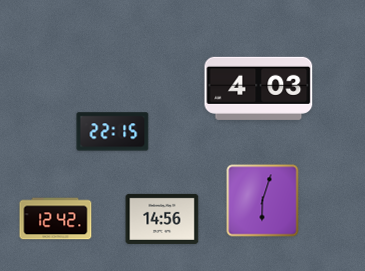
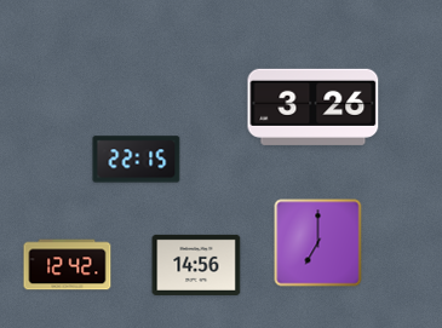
clock at (259, 88): 4:03 -> 3:26
clock at (263, 201): 6:03 -> 7:00
